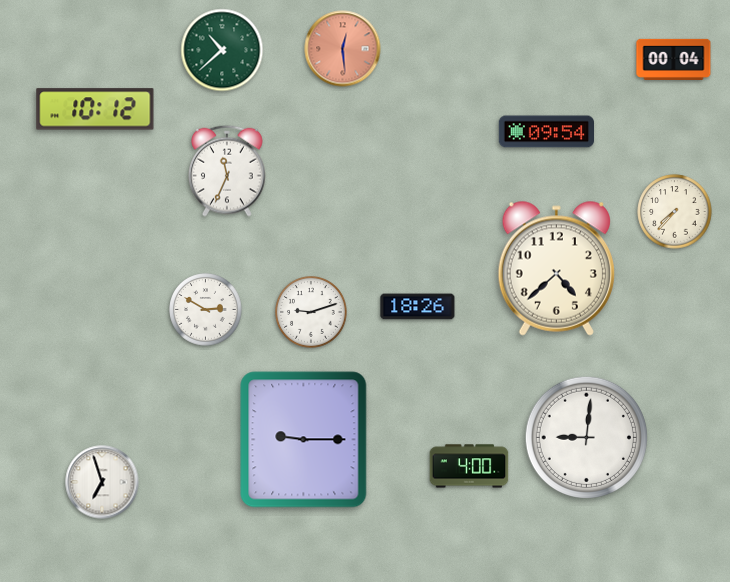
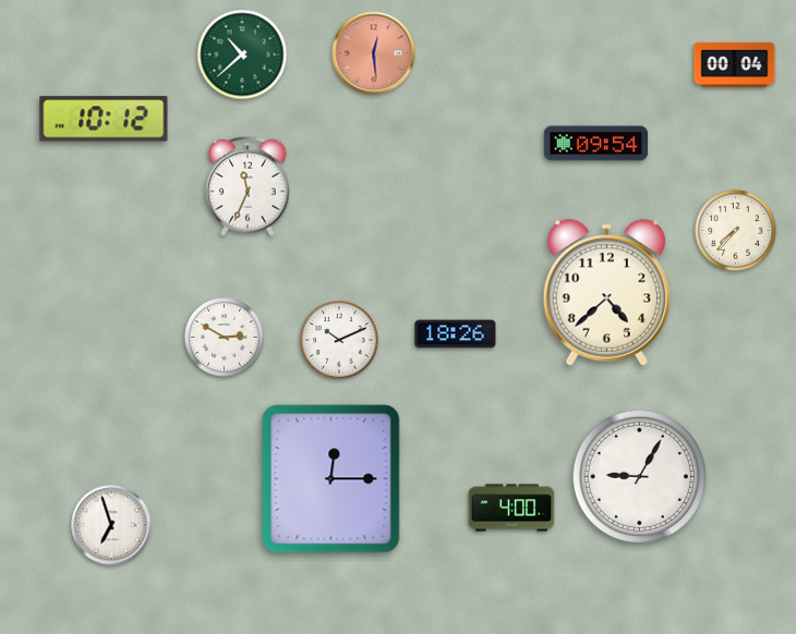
clock at (312, 313): 9:12 -> 10:11
clock at (586, 437): 9:01 -> 9:05
clock at (304, 440): 9:15 -> 12:15
